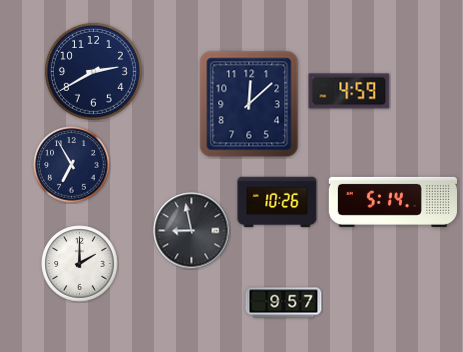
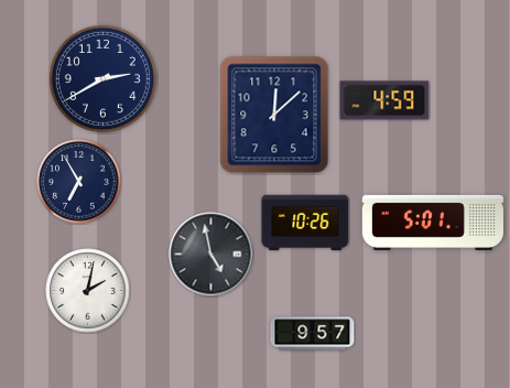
clock at (392, 202): 5:14 -> 5:01
clock at (192, 231): 8:58 -> 4:58
clock at (80, 264): 2:00 -> 2:02
